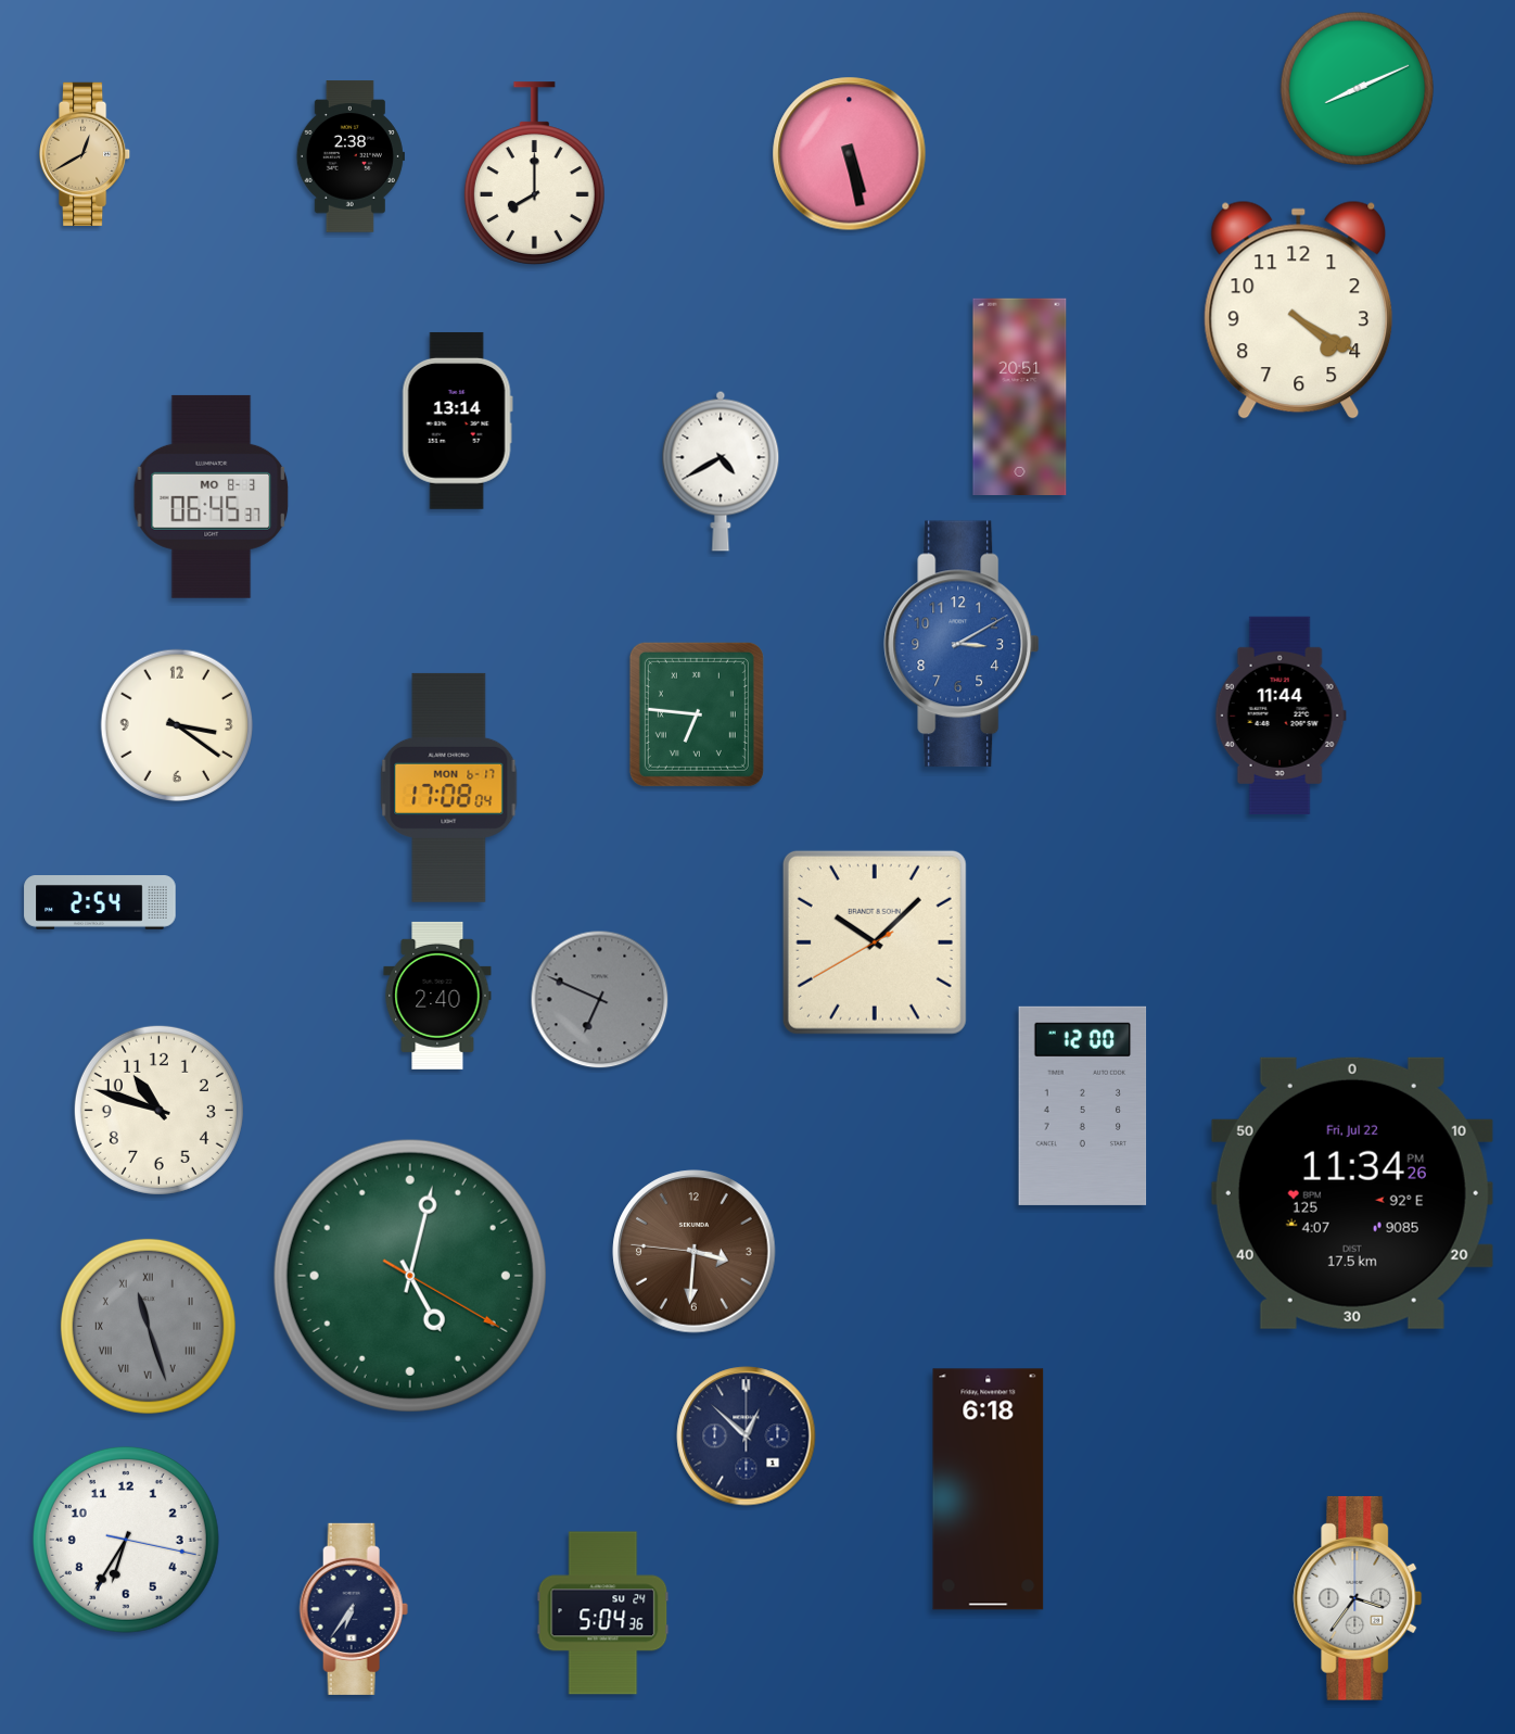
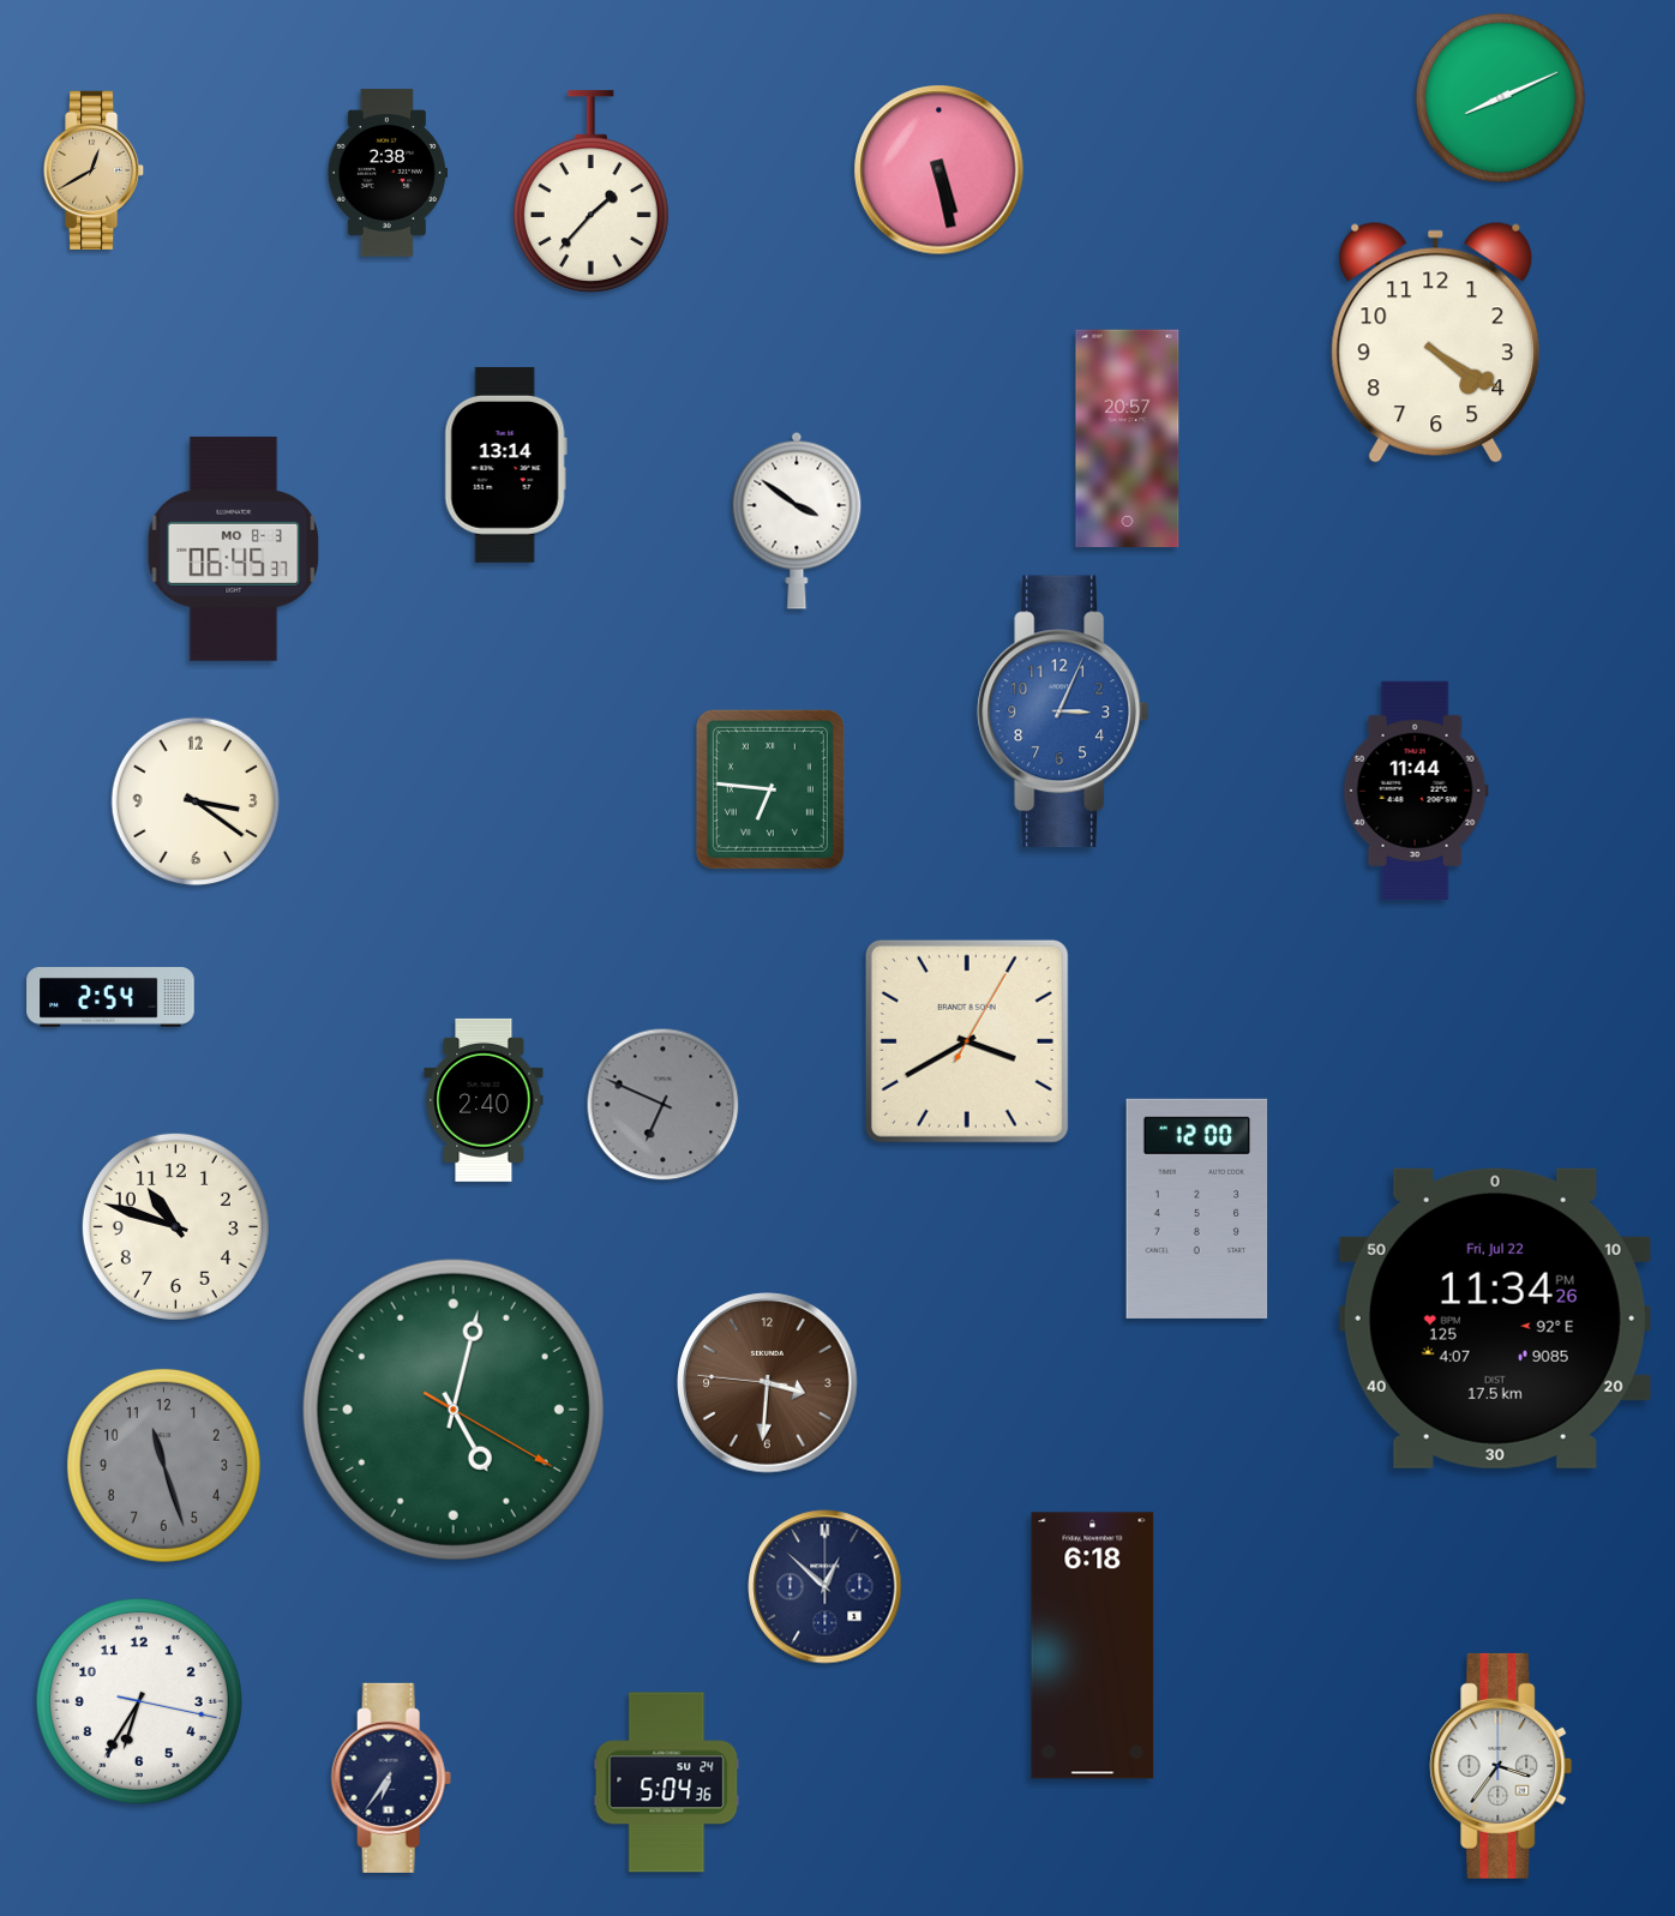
clock at (534, 174): 8:00 -> 1:37
clock at (1020, 396): 20:51 -> 20:57
clock at (721, 471): 4:40 -> 3:51
clock at (962, 644): 3:10 -> 3:04
clock at (449, 787): 17:08 -> none
clock at (875, 942): 10:07 -> 3:40
clock at (1083, 1105) position: (1083, 1105) -> (1197, 1208)
clock at (148, 1326) numerals: Roman -> Arabic
